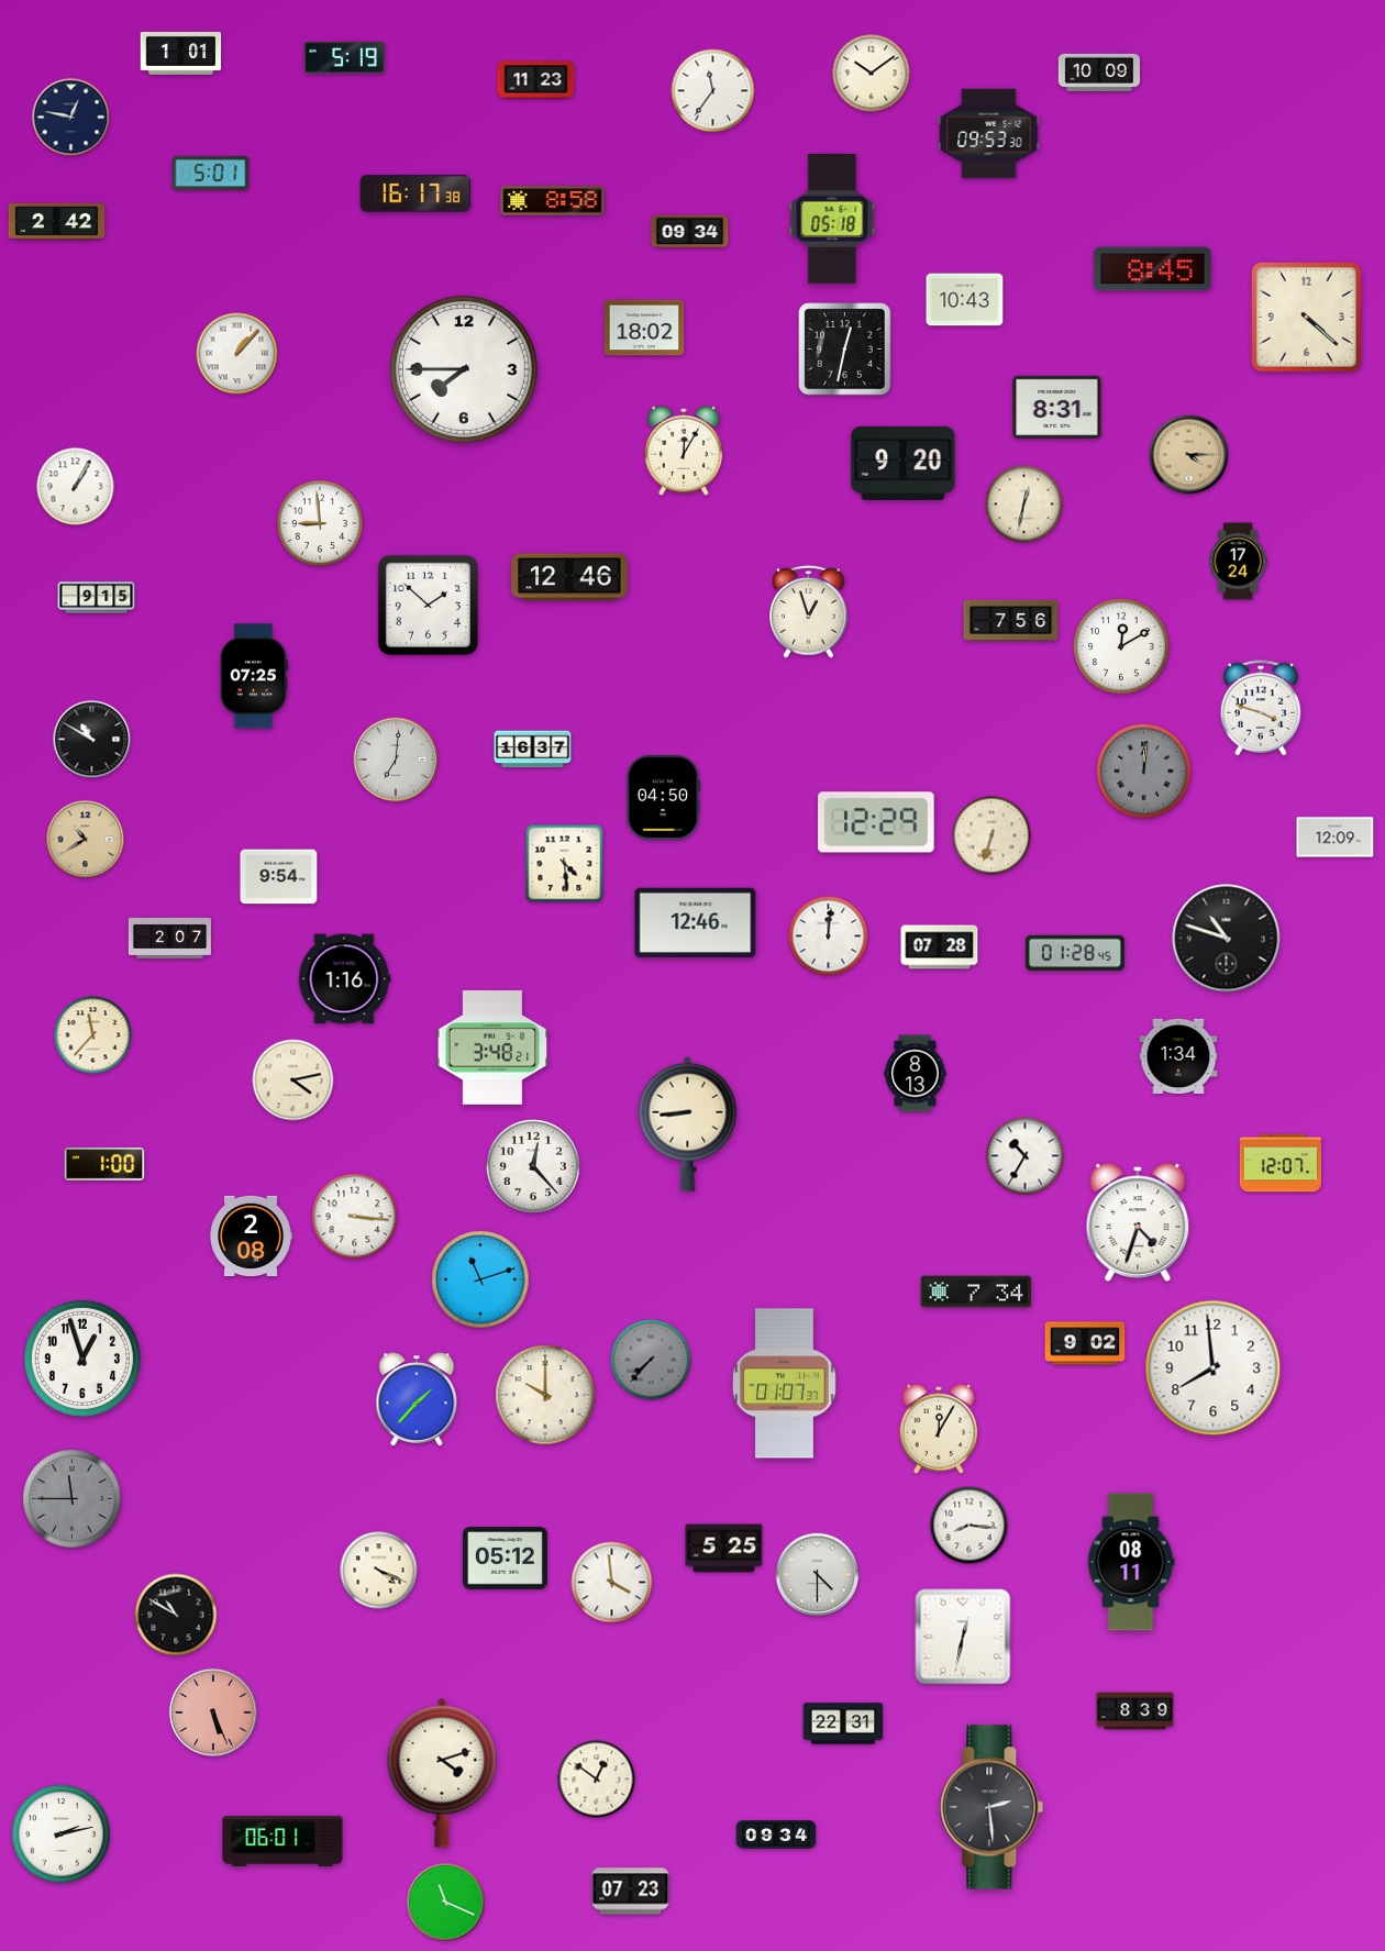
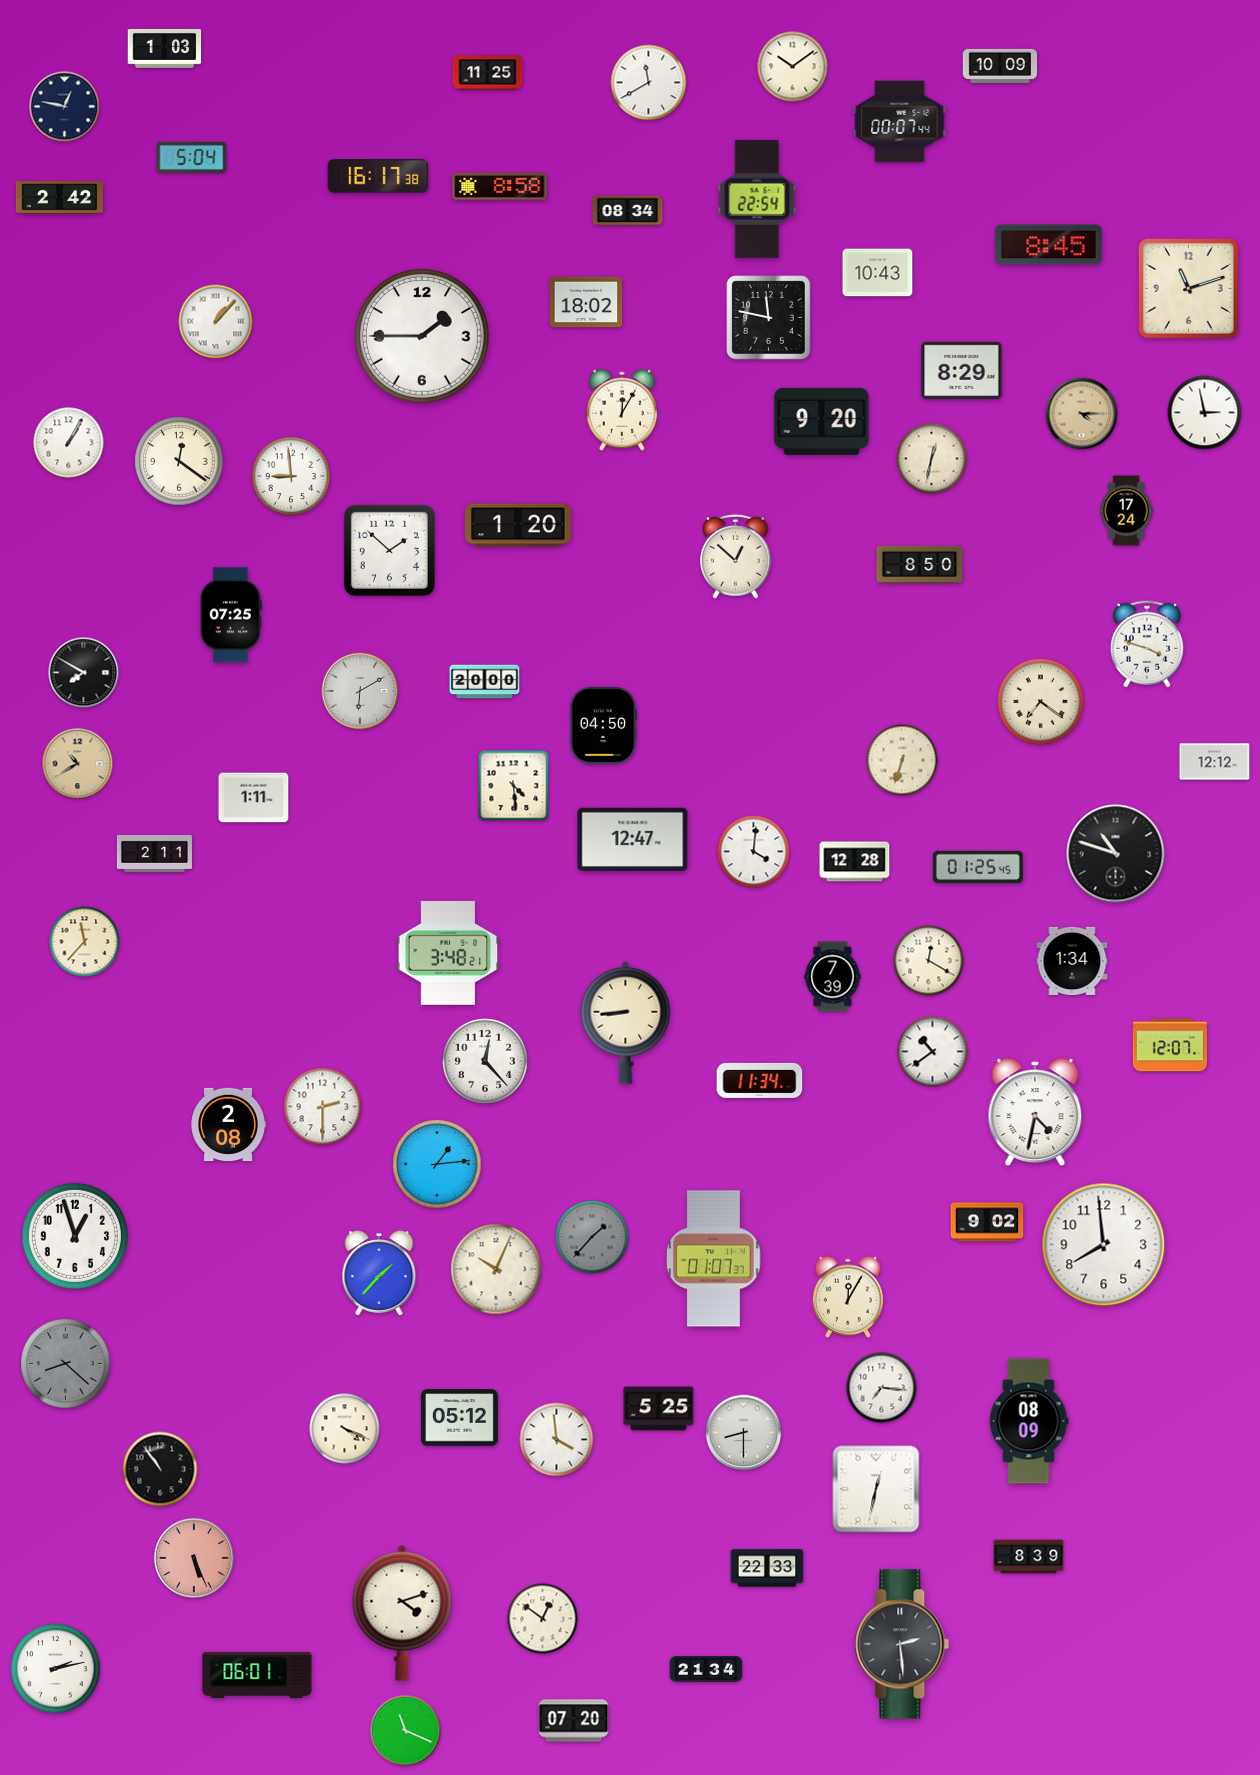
clock at (181, 53): 1:01 -> 1:03
clock at (345, 58): 5:19 -> none
clock at (536, 80): 11:23 -> 11:25
clock at (713, 91): 11:36 -> 11:40
clock at (989, 134): 09:53 -> 00:07
clock at (211, 173): 5:01 -> 5:04
clock at (553, 201) position: (553, 201) -> (500, 187)
clock at (832, 219): 05:18 -> 22:54
clock at (57, 222) position: (57, 222) -> (60, 198)
clock at (690, 232): 09:34 -> 08:34
clock at (1307, 318): 4:22 -> 11:12
clock at (644, 328) position: (644, 328) -> (586, 302)
clock at (845, 350): 12:32 -> 11:47
clock at (464, 369): 7:45 -> 1:45
clock at (1057, 407): 8:31 -> 8:29
clock at (1205, 413): none -> 2:58
clock at (179, 461): none -> 12:21
clock at (569, 577): 12:46 -> 1:20
clock at (97, 598): 9:15 -> none
clock at (809, 611): 12:57 -> 12:52
clock at (1011, 620): 7:56 -> 8:50
clock at (1121, 646): 12:10 -> none
clock at (92, 740): 10:50 -> 7:50
clock at (533, 750): 16:37 -> 20:00
clock at (396, 760): 7:01 -> 6:10
clock at (1144, 772): 12:01 -> 7:21
clock at (1144, 772) dial: grey -> cream
clock at (876, 822): 12:29 -> none
clock at (1336, 838): 12:09 -> 12:12
clock at (279, 877): 9:54 -> 1:11
clock at (696, 922): 12:46 -> 12:47
clock at (829, 936): 12:01 -> 4:01
clock at (169, 938): 2:07 -> 2:11
clock at (940, 947): 07:28 -> 12:28
clock at (1075, 953): 01:28 -> 01:25
clock at (345, 979): 1:16 -> none
clock at (929, 961): none -> 12:20
clock at (916, 1074): 8:13 -> 7:39
clock at (293, 1080): 4:13 -> none
clock at (1026, 1156): 10:35 -> 10:39
clock at (1279, 1163) position: (1279, 1163) -> (1169, 1045)
clock at (104, 1164): 1:00 -> none
clock at (760, 1080): none -> 11:34
clock at (355, 1217): 3:16 -> 2:30
clock at (1138, 1222): 4:33 -> 4:32
clock at (480, 1279): 11:12 -> 1:14
clock at (976, 1292): 7:34 -> none
clock at (651, 1360): 7:37 -> 1:37
clock at (545, 1395): 10:00 -> 10:04
clock at (938, 1429) position: (938, 1429) -> (847, 1297)
clock at (73, 1499): 11:45 -> 8:22
clock at (970, 1526): 8:16 -> 7:16
clock at (1131, 1562): 08:11 -> 08:09
clock at (818, 1575): 4:30 -> 8:30
clock at (176, 1615): 10:50 -> 10:54
clock at (1135, 1711) position: (1135, 1711) -> (1029, 1557)
clock at (843, 1723): 22:31 -> 22:33
clock at (776, 1834): 09:34 -> 21:34
clock at (631, 1892): 07:23 -> 07:20
